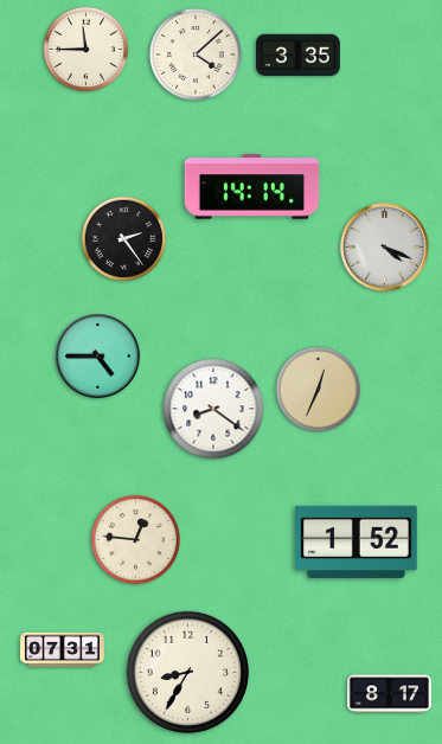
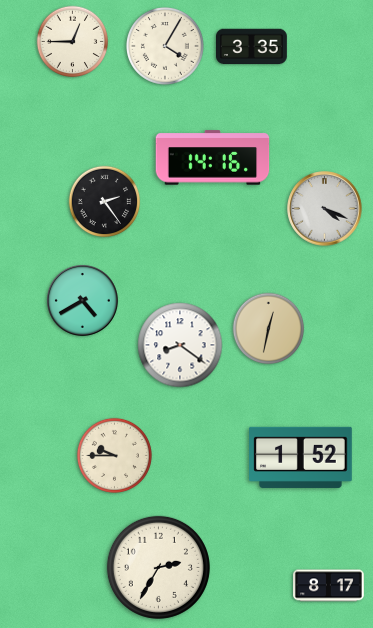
clock at (87, 50): 11:45 -> 12:45
clock at (197, 56): 4:08 -> 4:05
clock at (252, 187): 14:14 -> 14:16
clock at (98, 357): 4:45 -> 4:40
clock at (319, 390): 12:34 -> 12:32
clock at (135, 539): 12:46 -> 9:45
clock at (63, 650): 07:31 -> none
clock at (187, 672): 8:35 -> 2:35
